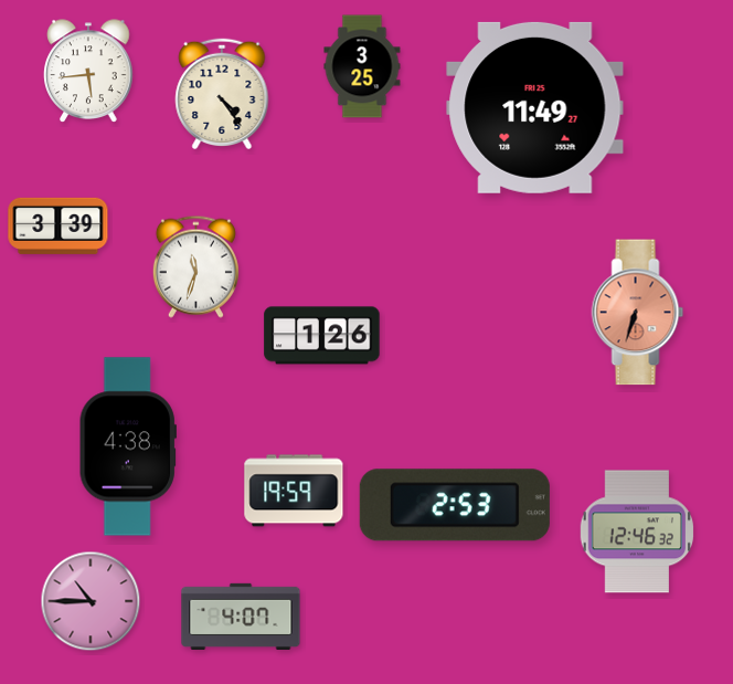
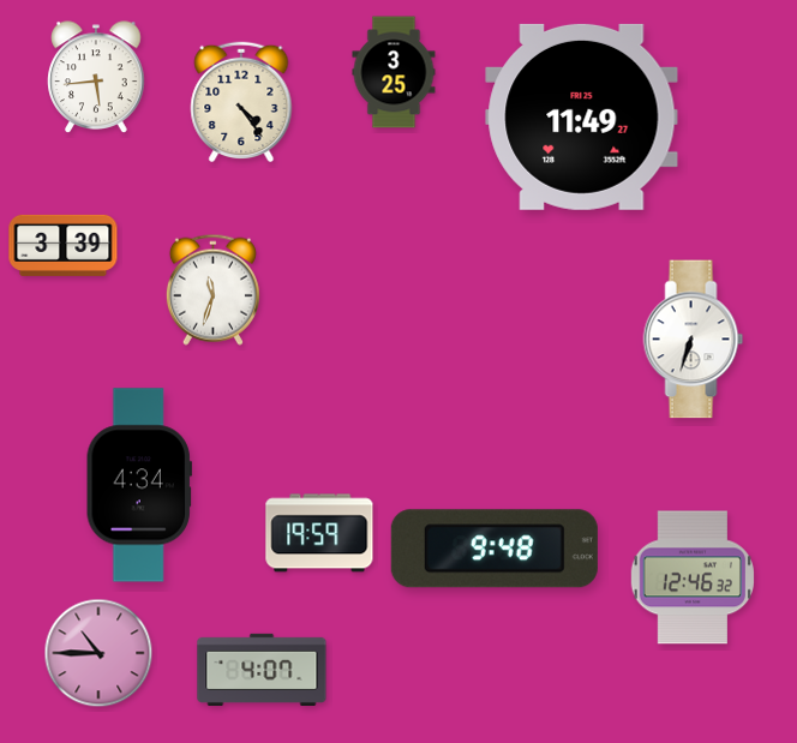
clock at (638, 313) dial: salmon -> white
clock at (322, 336): 1:26 -> none
clock at (128, 446): 4:38 -> 4:34
clock at (455, 505): 2:53 -> 9:48
